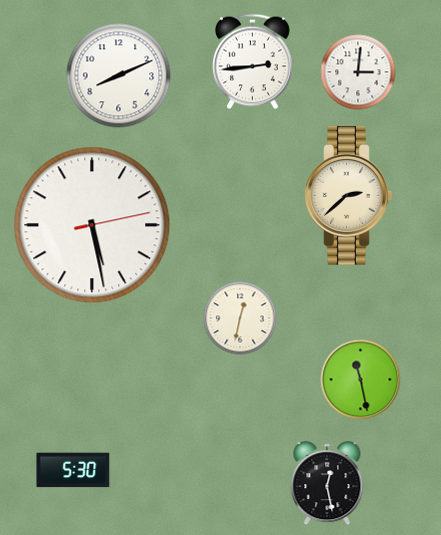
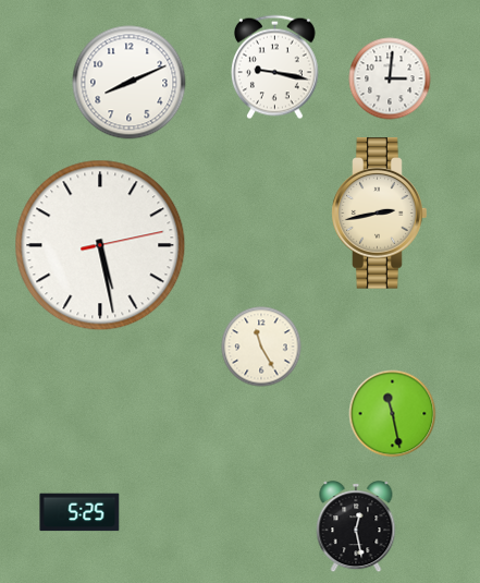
clock at (253, 62): 2:44 -> 9:17
clock at (349, 196): 2:38 -> 2:43
clock at (240, 318): 12:32 -> 11:25
clock at (73, 470): 5:30 -> 5:25
